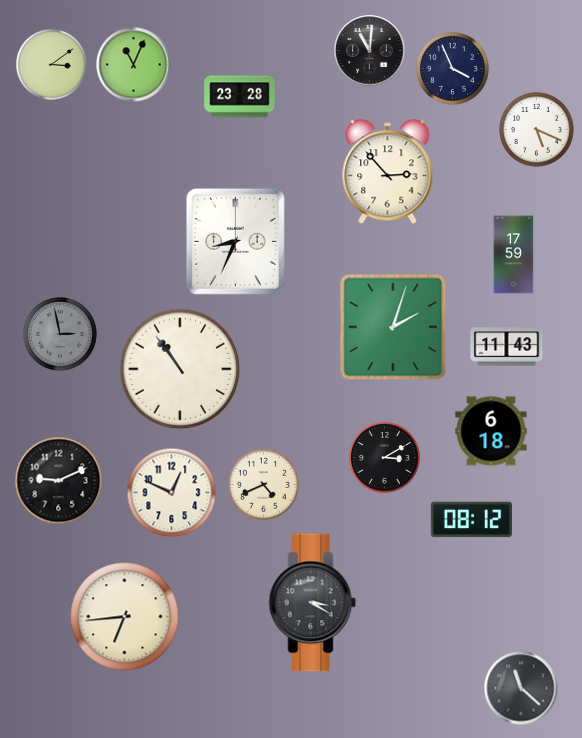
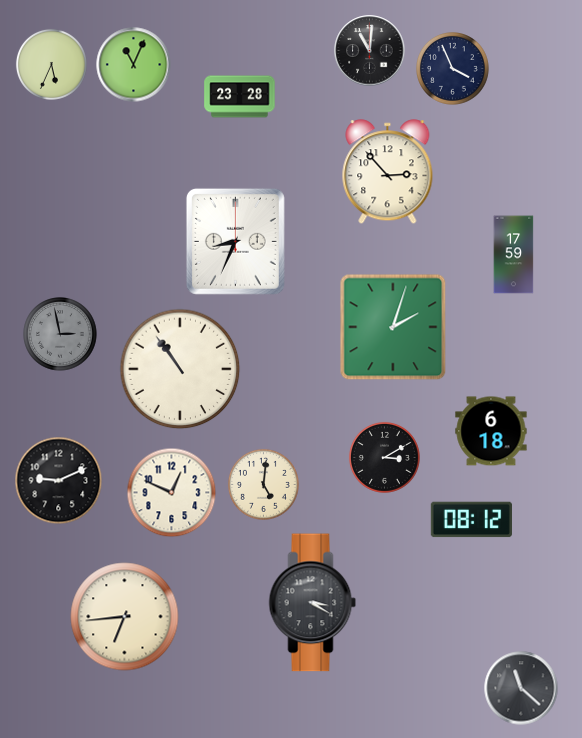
clock at (51, 64): 3:09 -> 5:34
clock at (537, 130): 5:19 -> none
clock at (507, 347): 11:43 -> none
clock at (263, 484): 4:41 -> 5:01
